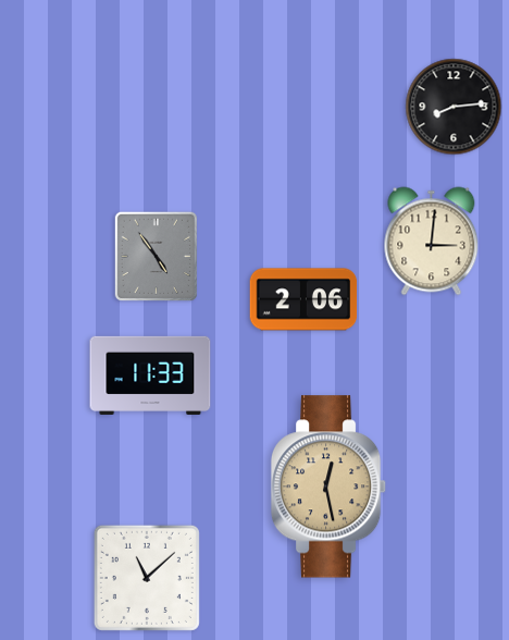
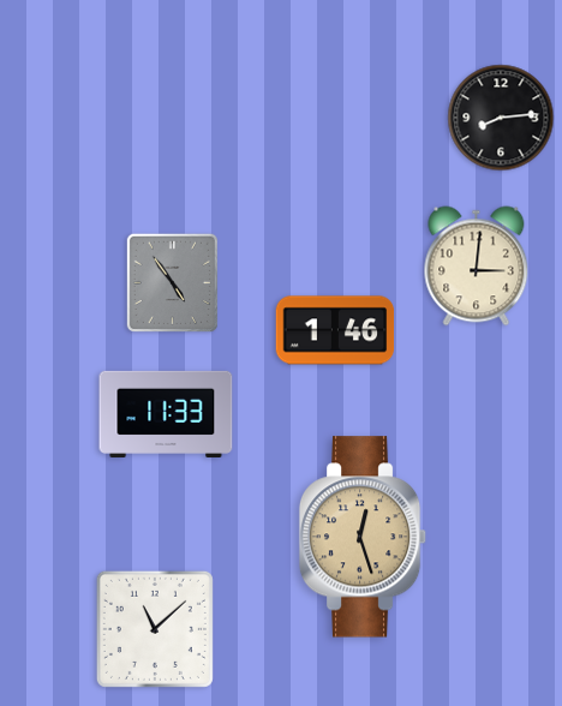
clock at (303, 299): 2:06 -> 1:46
clock at (328, 487): 12:28 -> 12:27
clock at (147, 578) position: (147, 578) -> (155, 629)
